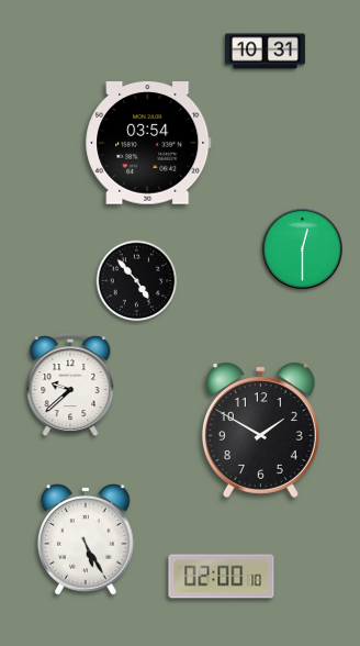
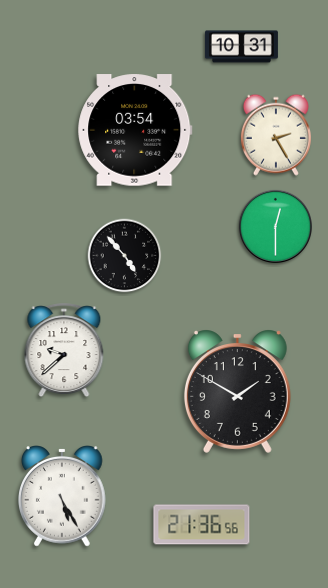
clock at (276, 135): none -> 2:25
clock at (87, 539) position: (87, 539) -> (63, 496)
clock at (222, 577): 02:00 -> 21:36
